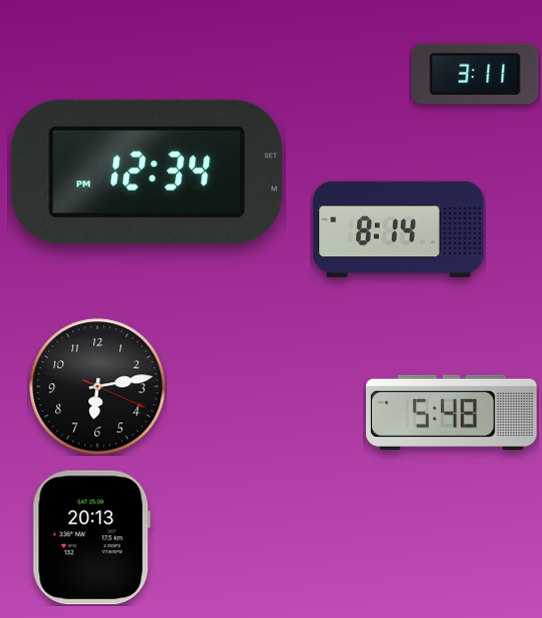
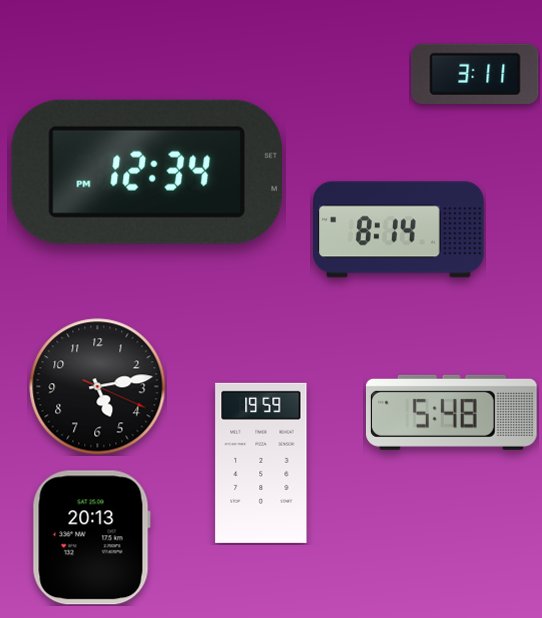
clock at (98, 387): 6:13 -> 5:13
clock at (261, 463): none -> 19:59
